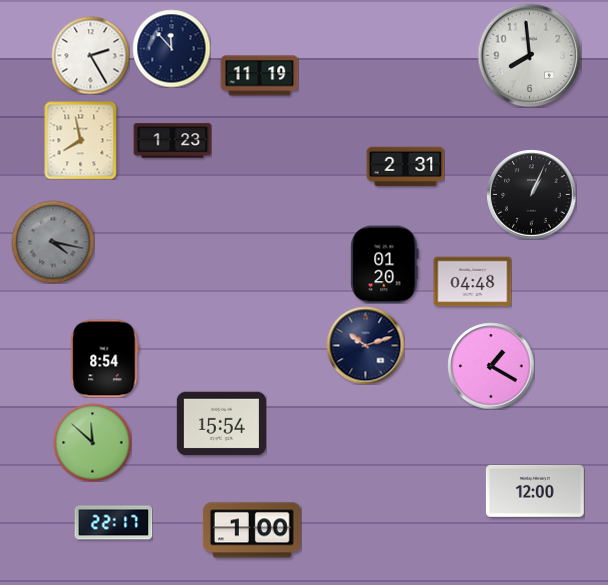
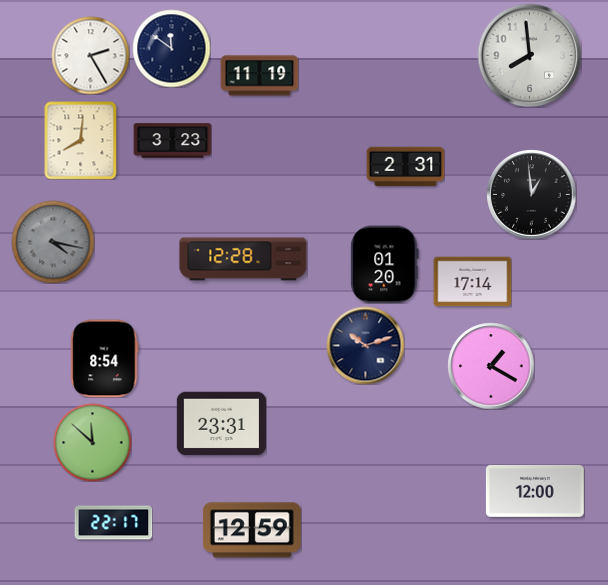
clock at (171, 48): 11:53 -> 11:51
clock at (81, 140): 7:58 -> 8:01
clock at (172, 141): 1:23 -> 3:23
clock at (531, 194): 1:04 -> 12:59
clock at (243, 259): none -> 12:28
clock at (472, 282): 04:48 -> 17:14
clock at (221, 424): 15:54 -> 23:31
clock at (252, 530): 1:00 -> 12:59
